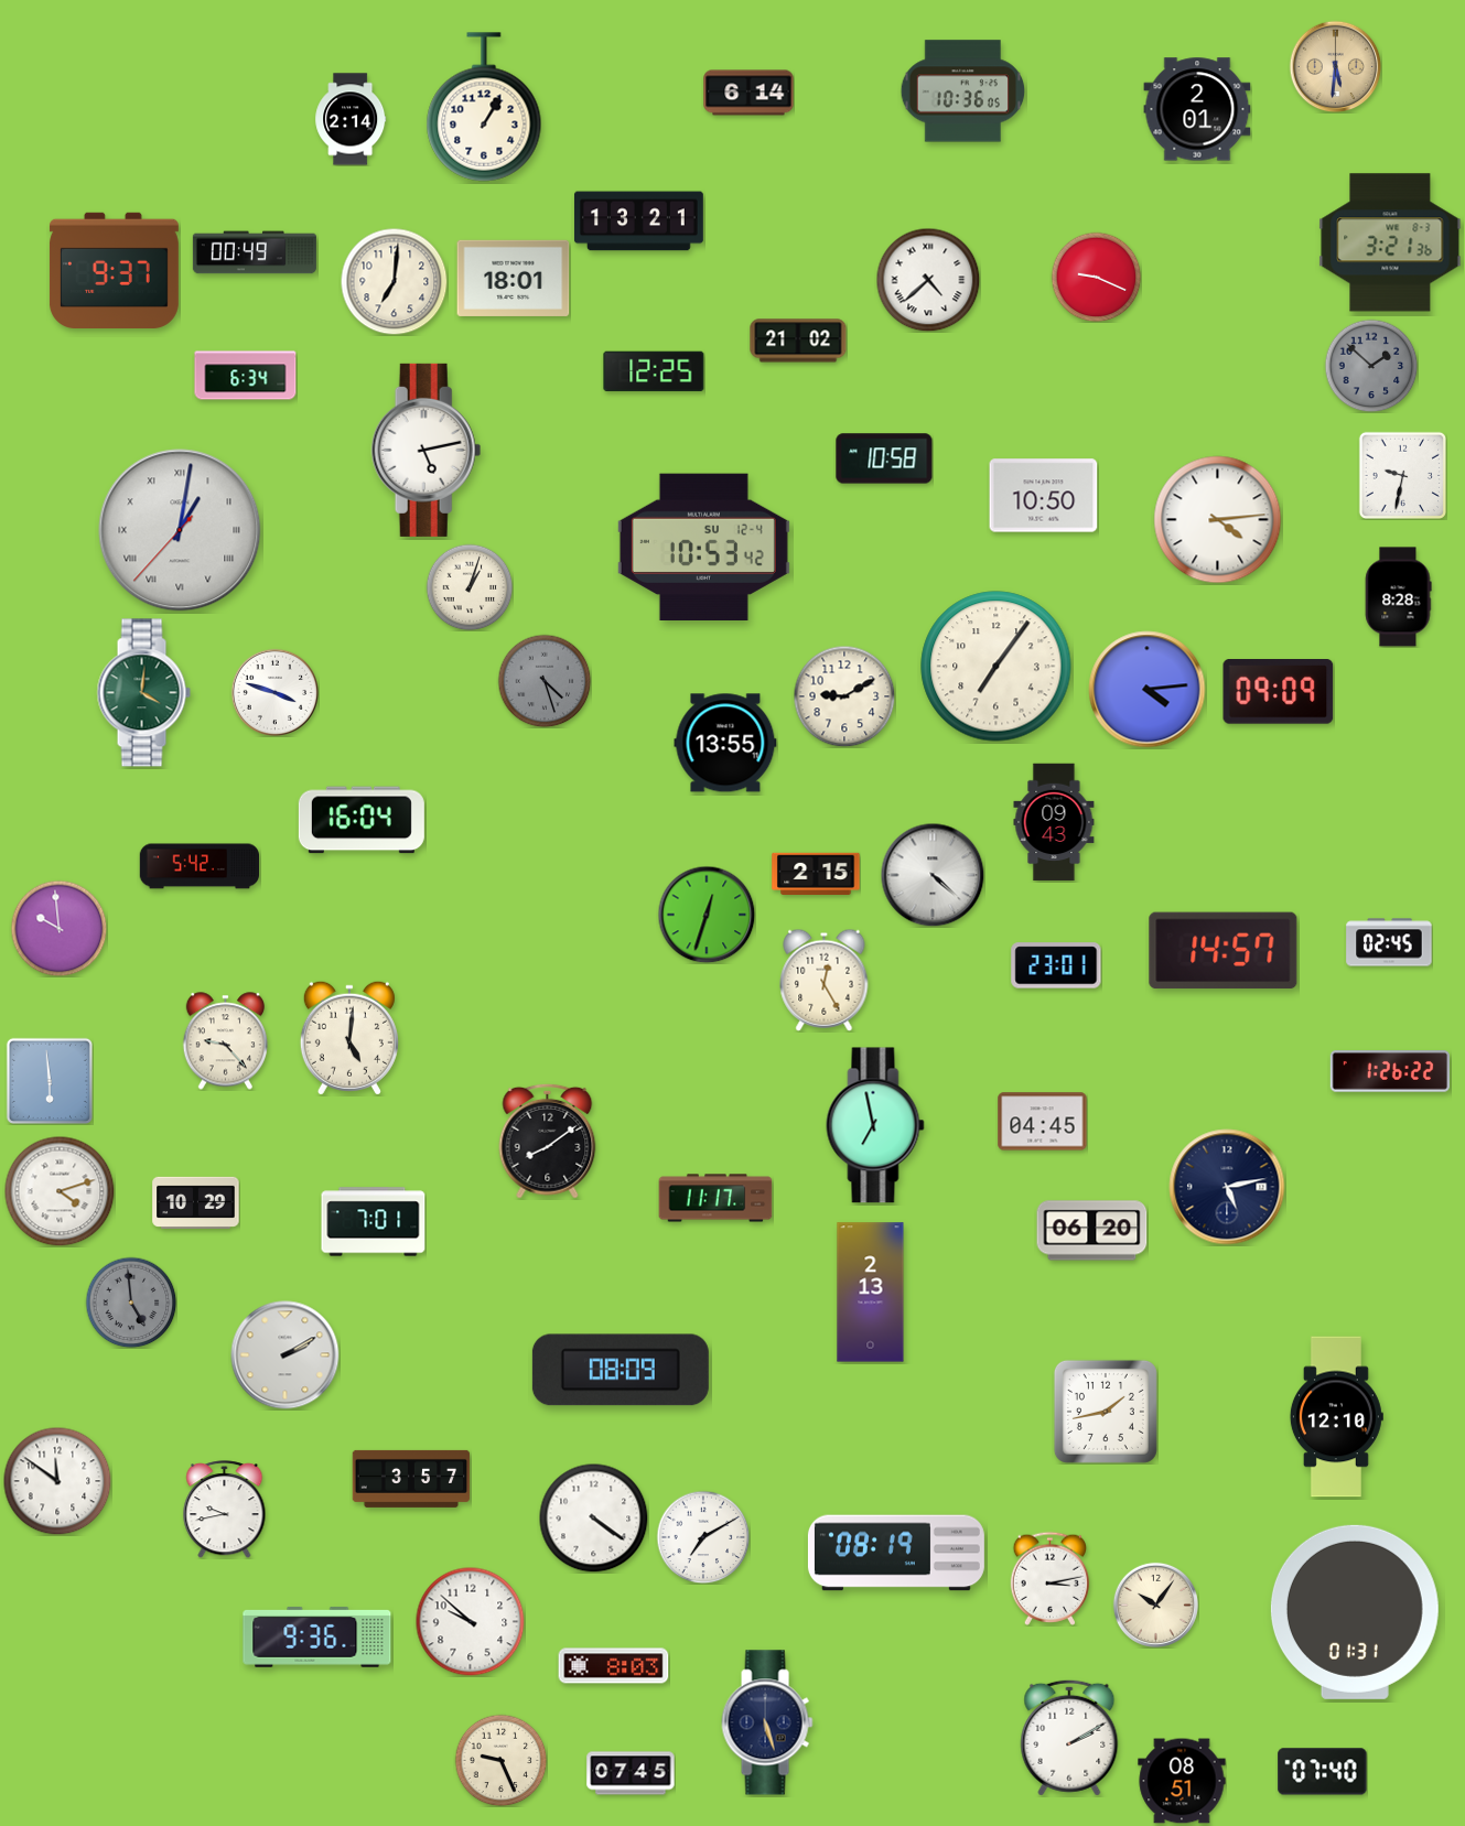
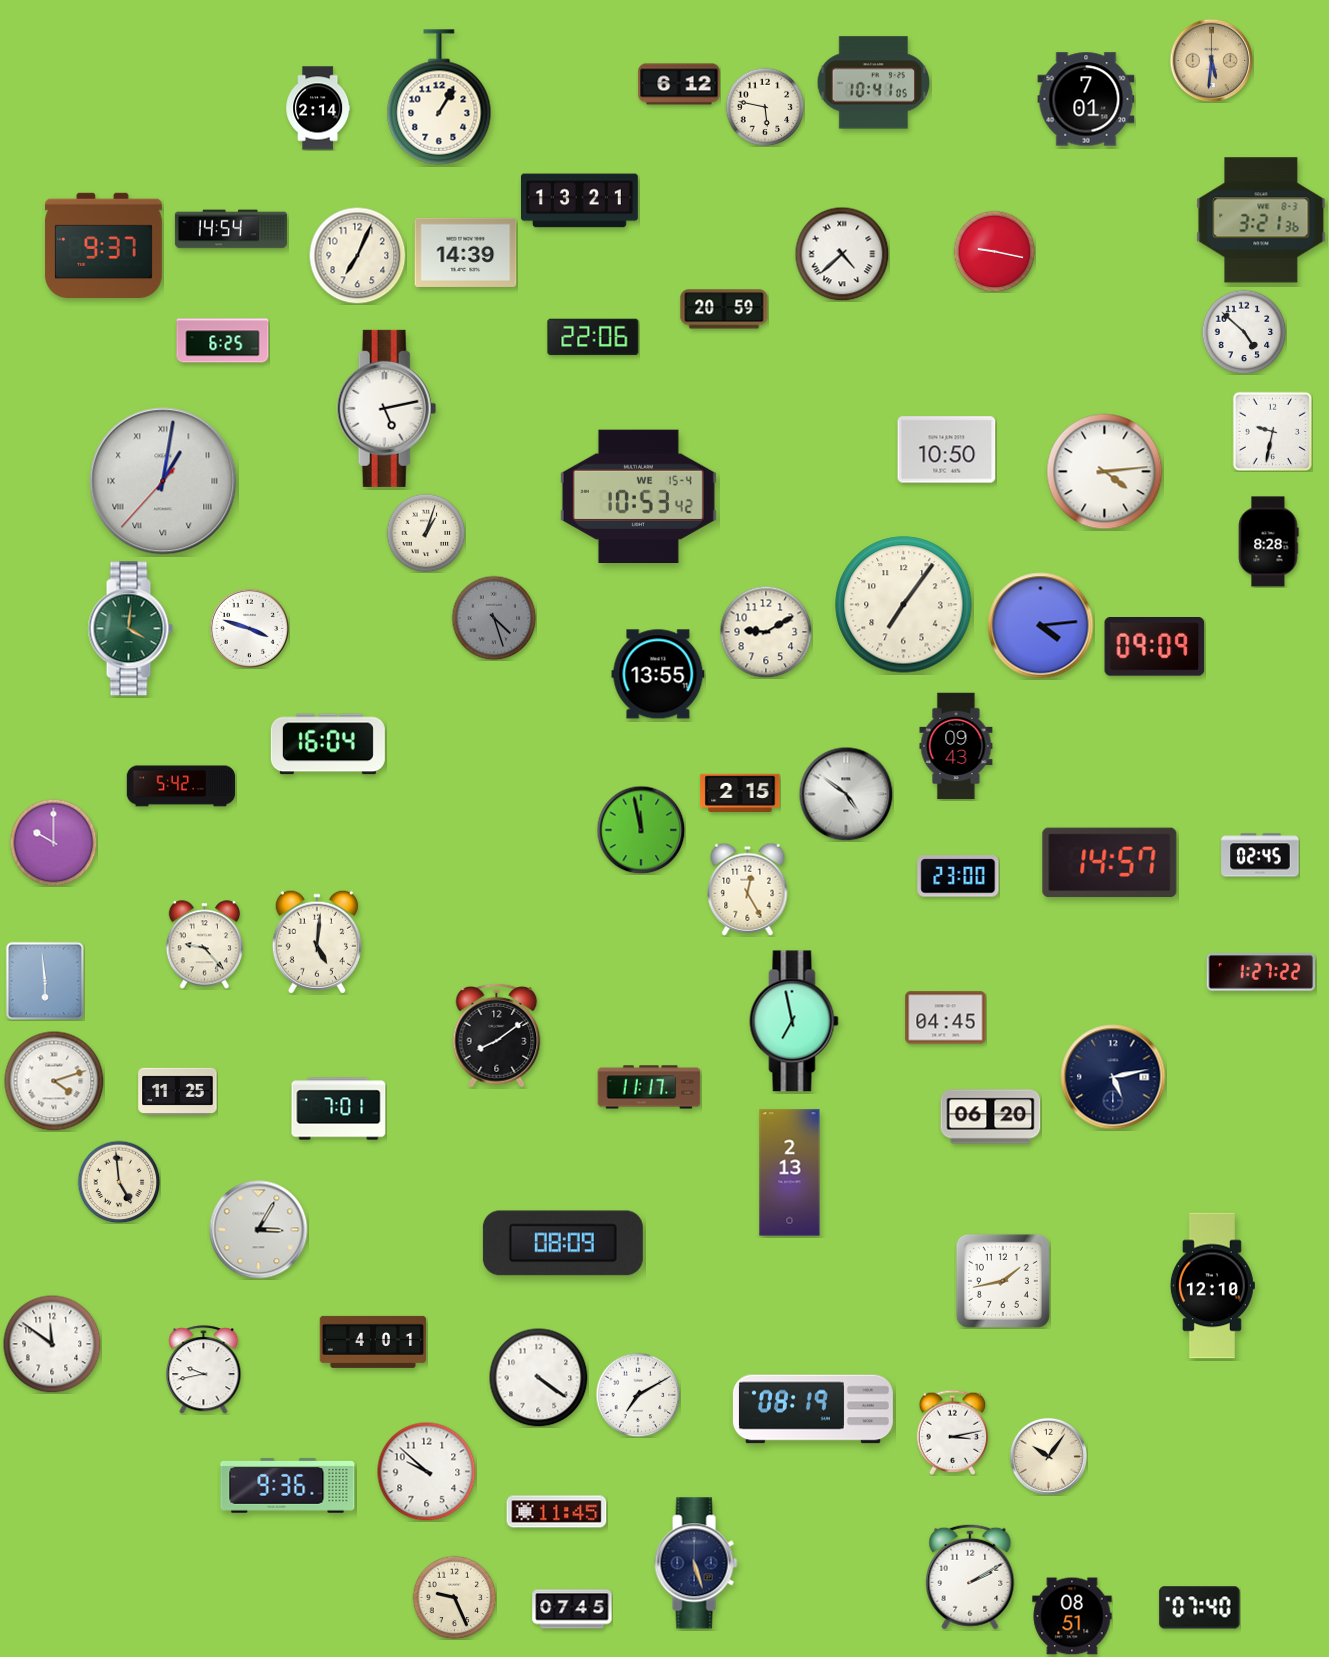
clock at (963, 91): 10:36 -> 10:41
clock at (748, 93): 6:14 -> 6:12
clock at (1197, 109): 2:01 -> 7:01
clock at (765, 107): none -> 5:47
clock at (255, 252): 00:49 -> 14:54
clock at (1096, 277): 9:19 -> 9:17
clock at (514, 278): 18:01 -> 14:39
clock at (394, 281): 7:01 -> 7:04
clock at (798, 341): 21:02 -> 20:59
clock at (1371, 366): 1:52 -> 4:52
clock at (1371, 366) dial: grey -> white
clock at (654, 371): 12:25 -> 22:06
clock at (246, 376): 6:34 -> 6:25
clock at (884, 458): 10:58 -> none
clock at (703, 547) date: SU 12-4 -> WE 15-4
clock at (1279, 692) position: (1279, 692) -> (1155, 647)
clock at (933, 875): 4:22 -> 4:51
clock at (707, 915): 12:33 -> 11:58
clock at (58, 928): 9:59 -> 10:00
clock at (1056, 965): 23:01 -> 23:00
clock at (1389, 1071): 1:26 -> 1:27
clock at (196, 1202): 10:29 -> 11:25
clock at (131, 1303) dial: grey -> cream
clock at (286, 1355): 2:10 -> 3:05
clock at (411, 1479): 3:57 -> 4:01
clock at (1355, 1612): 01:31 -> none
clock at (614, 1666): 8:03 -> 11:45
